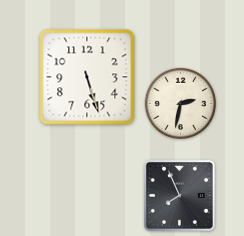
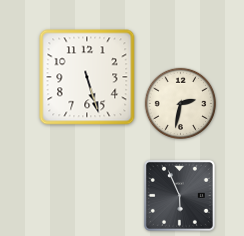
clock at (179, 195): 7:56 -> 5:56
